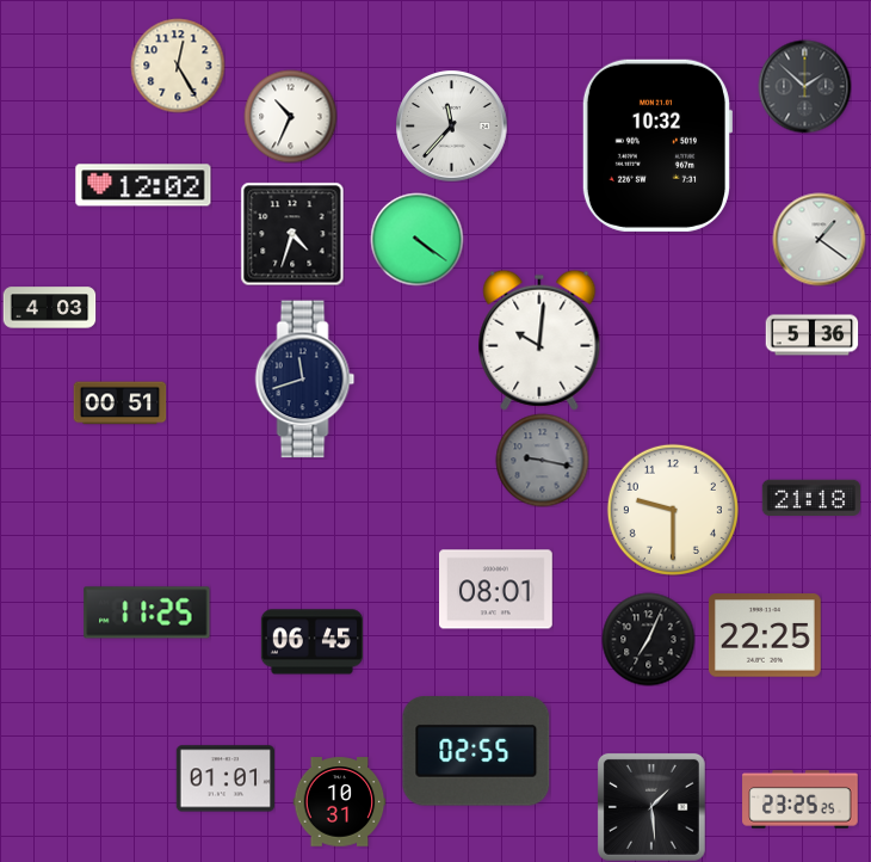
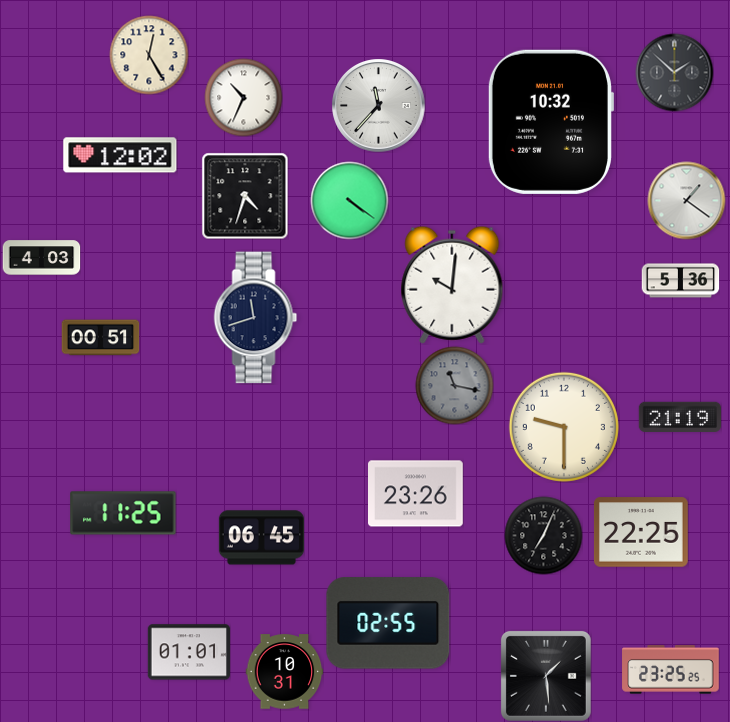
clock at (542, 460): 9:17 -> 11:17
clock at (810, 497): 21:18 -> 21:19
clock at (496, 590): 08:01 -> 23:26
clock at (476, 751) position: (476, 751) -> (388, 623)
